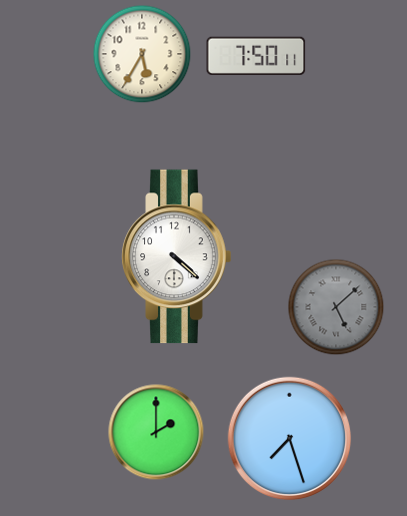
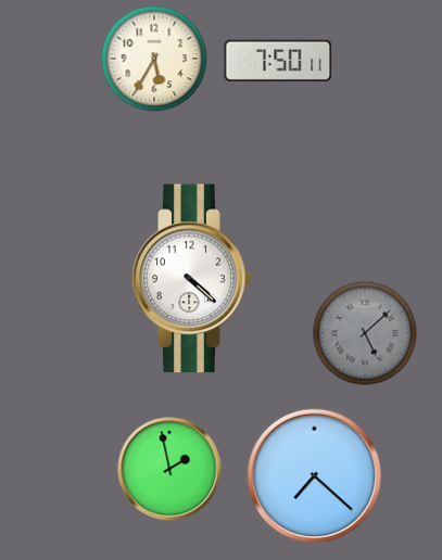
clock at (156, 432): 2:00 -> 1:58
clock at (290, 439): 7:27 -> 7:22
